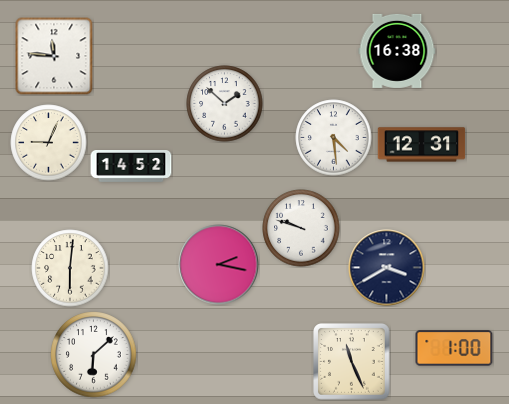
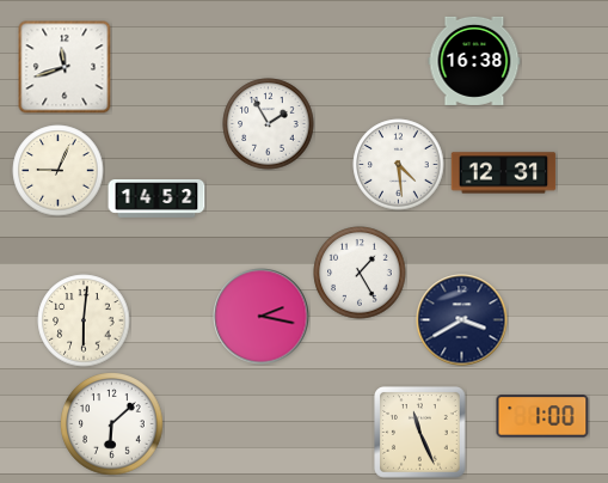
clock at (54, 56): 11:46 -> 11:42
clock at (225, 104): 1:52 -> 1:55
clock at (301, 228): 9:48 -> 1:25
